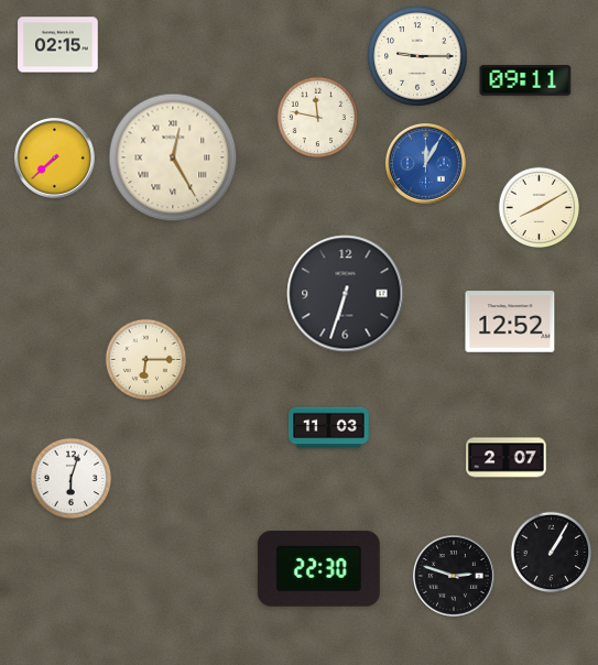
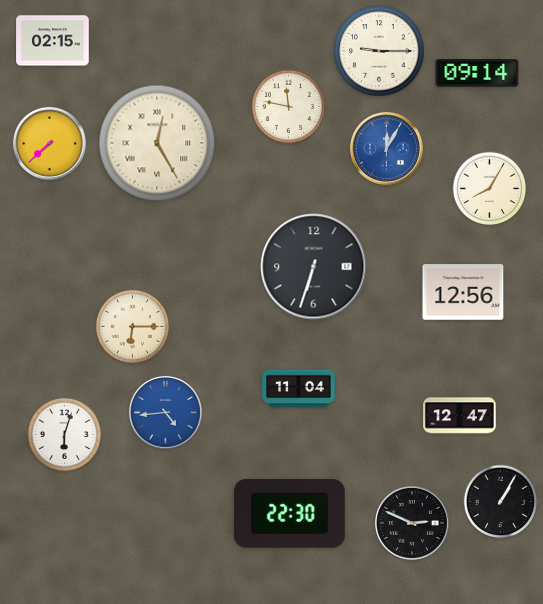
clock at (525, 80): 09:11 -> 09:14
clock at (540, 208): 8:10 -> 8:05
clock at (510, 321): 12:52 -> 12:56
clock at (329, 428): 11:03 -> 11:04
clock at (166, 413): none -> 4:44
clock at (507, 458): 2:07 -> 12:47
clock at (318, 569) position: (318, 569) -> (289, 514)
clock at (455, 577): 2:48 -> 2:49
